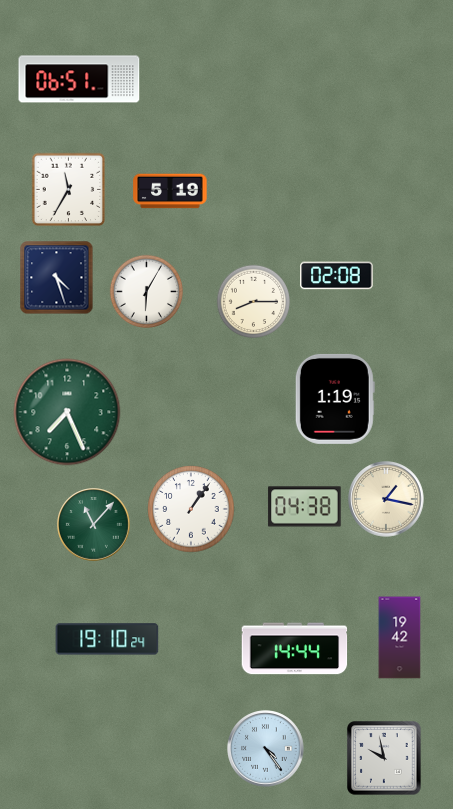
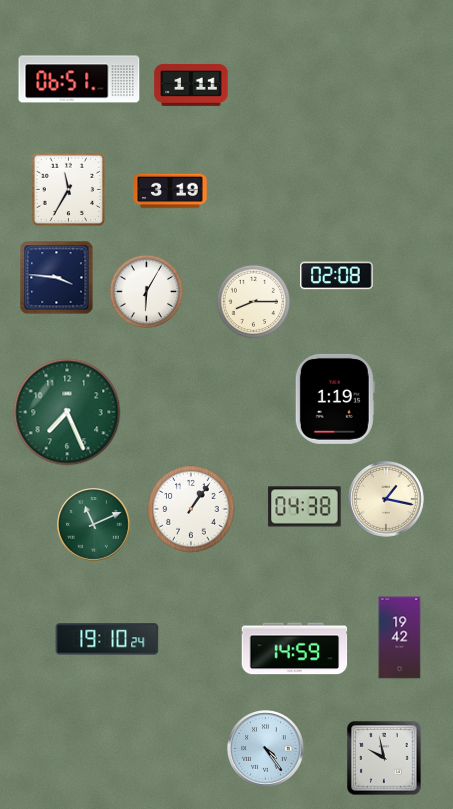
clock at (191, 85): none -> 1:11
clock at (170, 191): 5:19 -> 3:19
clock at (57, 278): 4:27 -> 3:46
clock at (94, 525): 11:07 -> 11:11
clock at (295, 649): 14:44 -> 14:59
